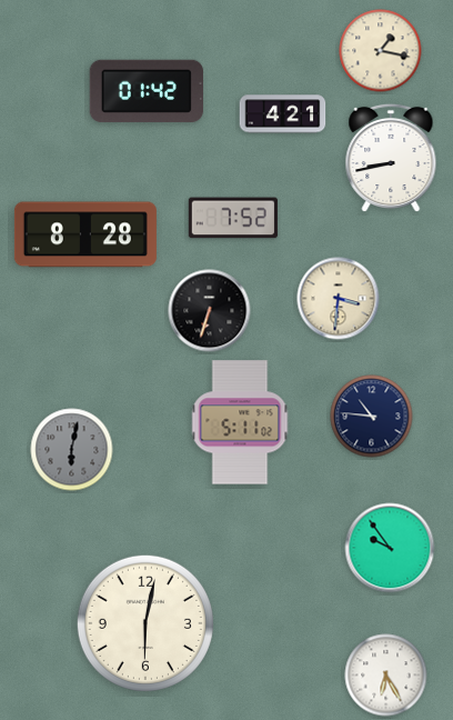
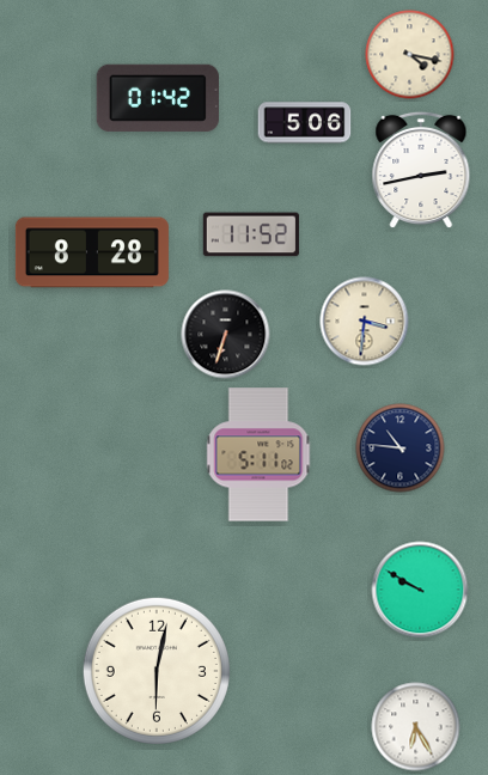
clock at (381, 51): 1:17 -> 4:17
clock at (283, 114): 4:21 -> 5:06
clock at (391, 158): 8:43 -> 2:43
clock at (233, 218): 7:52 -> 11:52
clock at (72, 450): 6:02 -> none
clock at (390, 548): 9:54 -> 9:50
